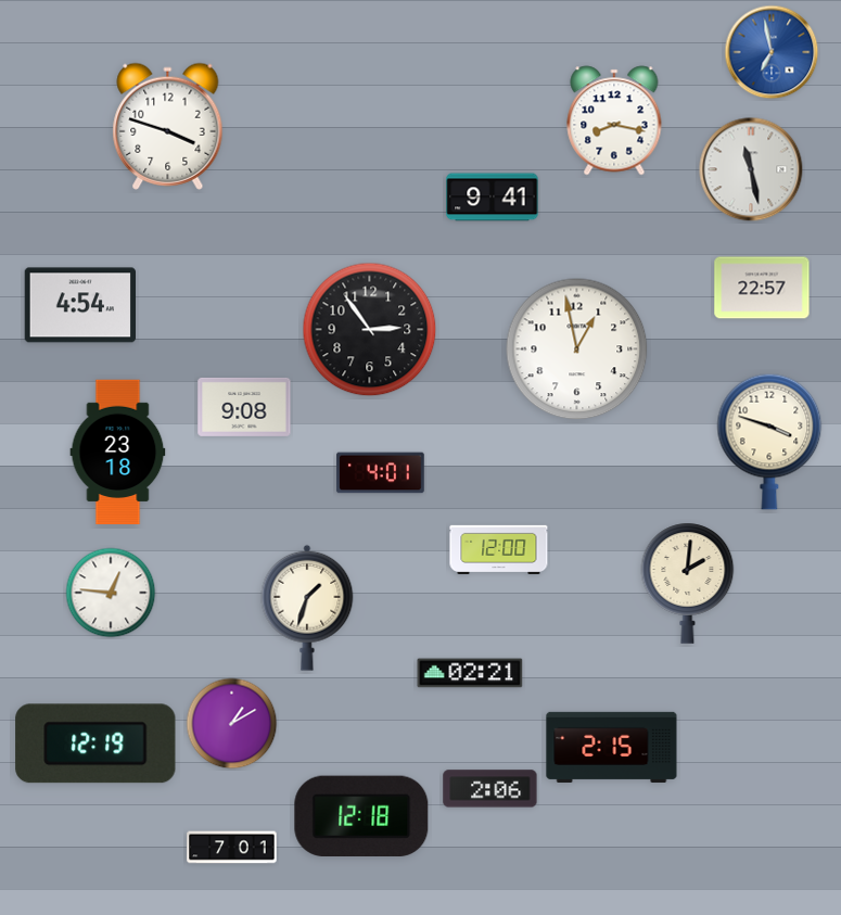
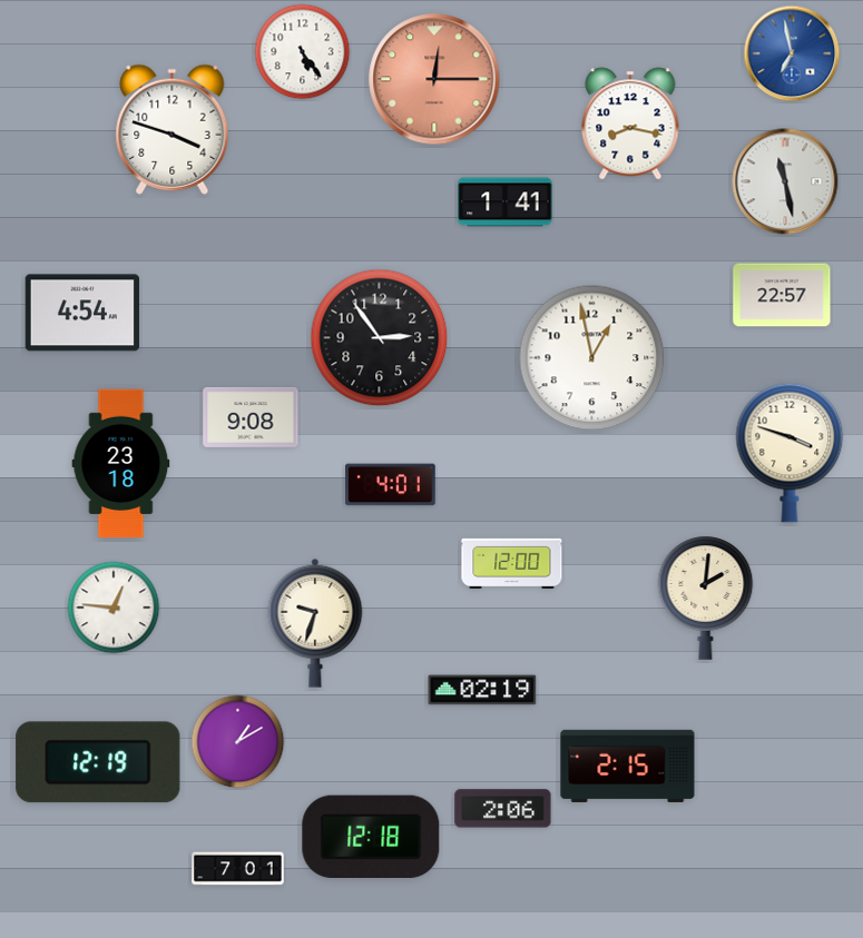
clock at (303, 52): none -> 5:24
clock at (434, 79): none -> 12:15
clock at (751, 169) position: (751, 169) -> (785, 181)
clock at (493, 198): 9:41 -> 1:41
clock at (307, 608): 1:33 -> 9:33
clock at (470, 673): 02:21 -> 02:19
